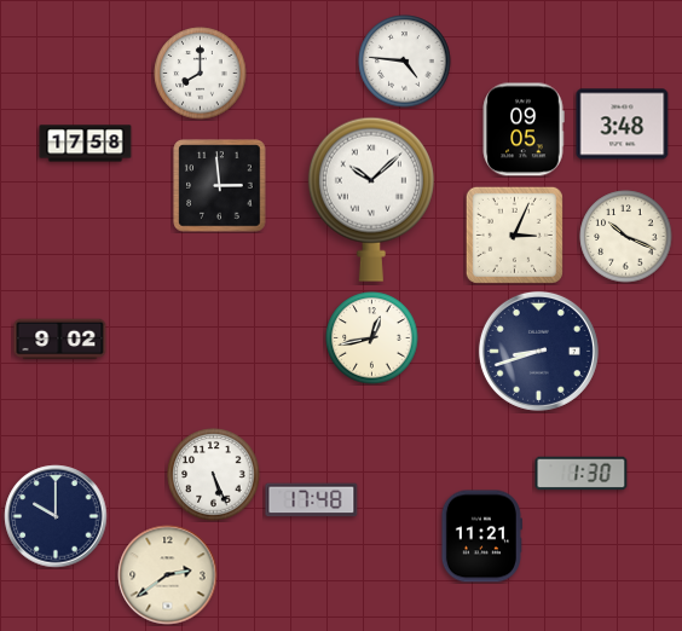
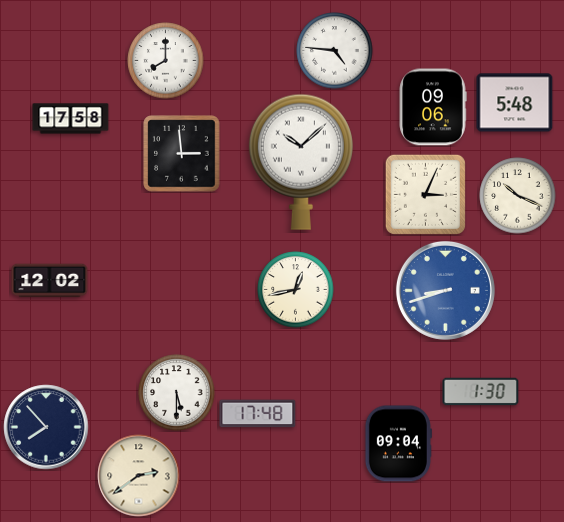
clock at (623, 125): 3:48 -> 5:48
clock at (524, 129): 09:05 -> 09:06
clock at (371, 199) position: (371, 199) -> (301, 162)
clock at (372, 338) position: (372, 338) -> (296, 290)
clock at (60, 340): 9:02 -> 12:02
clock at (538, 351) dial: navy -> blue
clock at (214, 475): 5:26 -> 5:30
clock at (56, 516): 10:00 -> 7:53
clock at (481, 537): 11:21 -> 09:04
